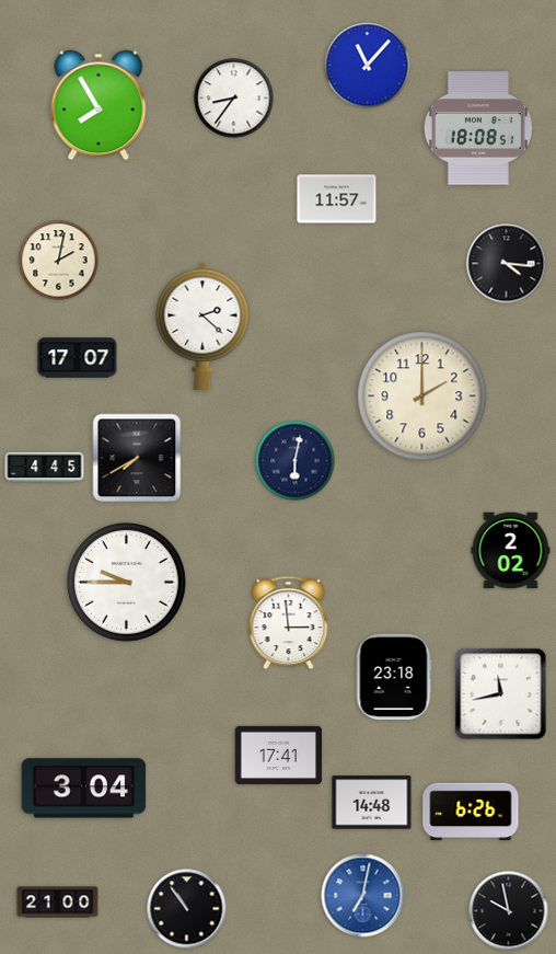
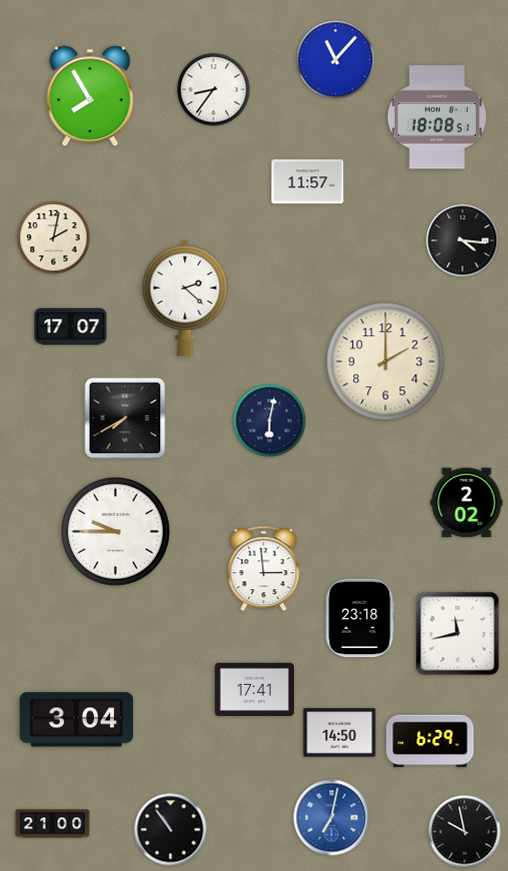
clock at (45, 468): 4:45 -> none
clock at (372, 803): 14:48 -> 14:50
clock at (471, 812): 6:26 -> 6:29
